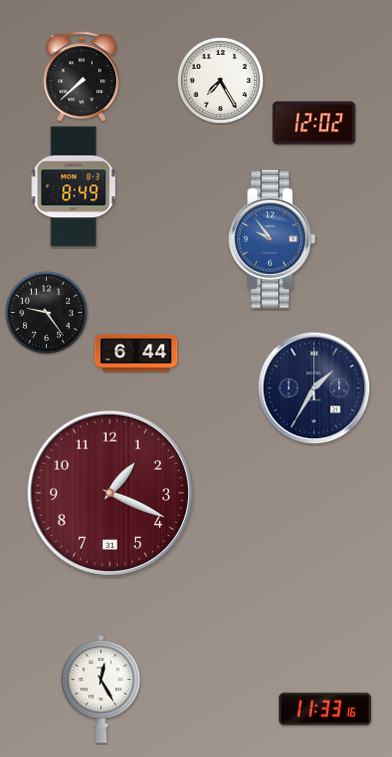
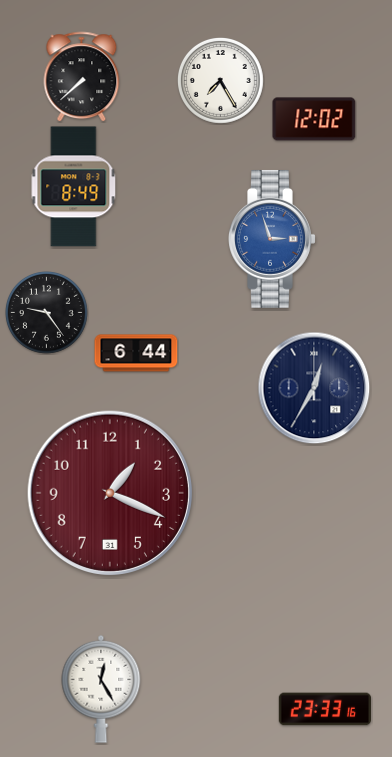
clock at (314, 123) position: (314, 123) -> (314, 119)
clock at (272, 239): 9:54 -> 2:57
clock at (314, 388): 1:35 -> 12:35
clock at (324, 709): 11:33 -> 23:33
